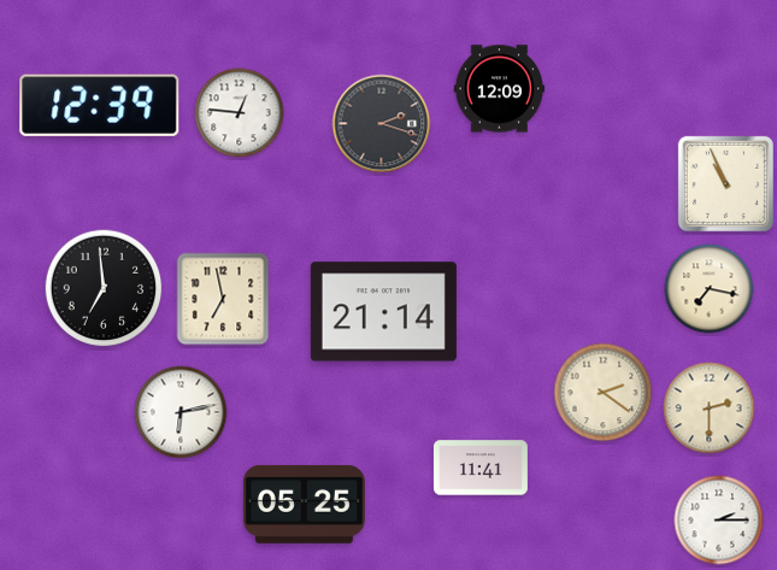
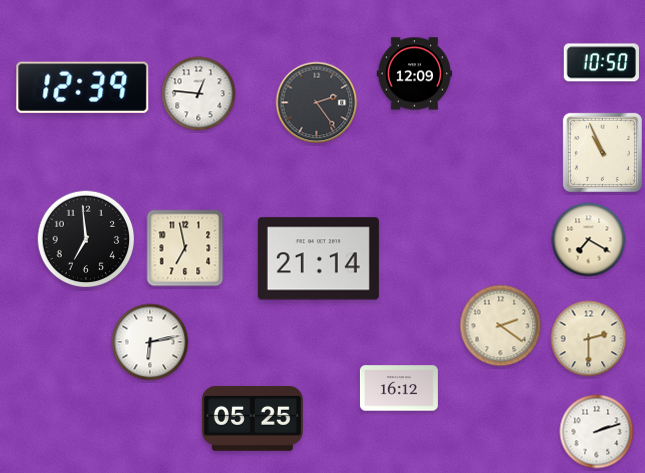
clock at (601, 63): none -> 10:50
clock at (382, 124): 2:18 -> 2:24
clock at (710, 289): 7:17 -> 7:20
clock at (481, 468): 11:41 -> 16:12
clock at (719, 521): 2:15 -> 2:12
